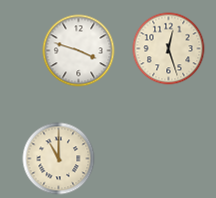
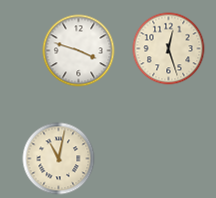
clock at (59, 159): 11:00 -> 11:02
